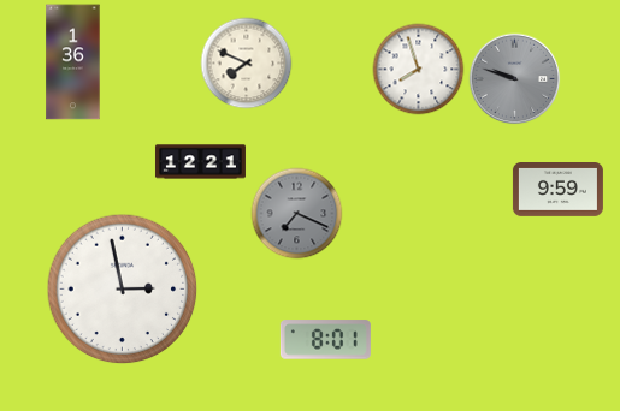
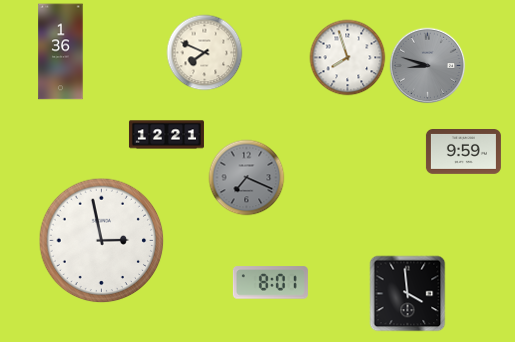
clock at (515, 79): 9:48 -> 8:48
clock at (557, 190) position: (557, 190) -> (463, 152)
clock at (408, 294): none -> 3:59
